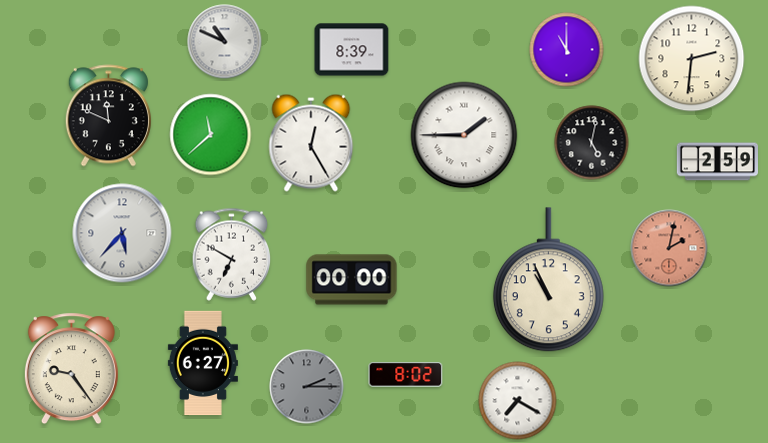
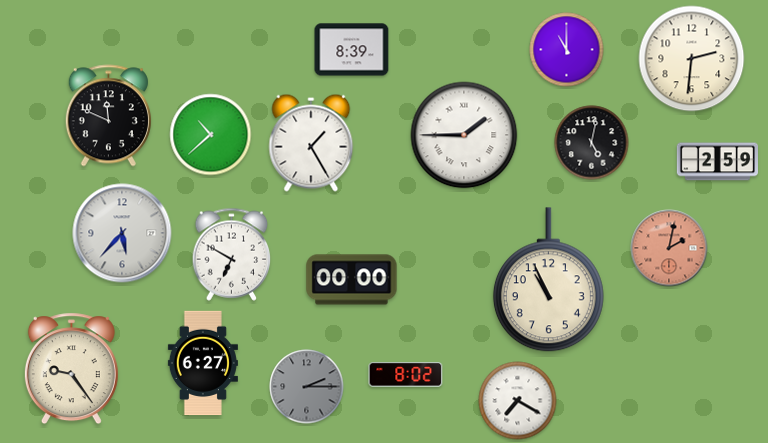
clock at (225, 42): 10:49 -> none
clock at (211, 135): 11:38 -> 10:38
clock at (311, 143): 12:25 -> 1:25
